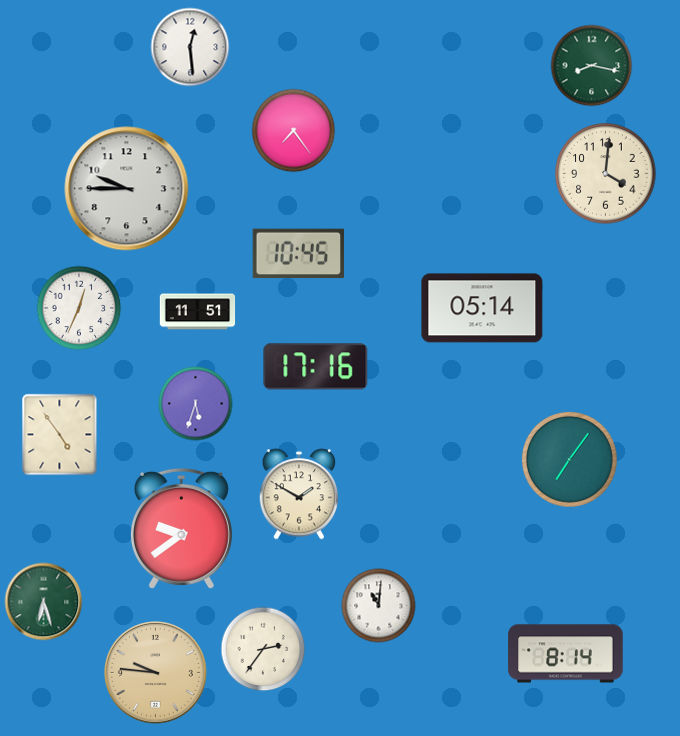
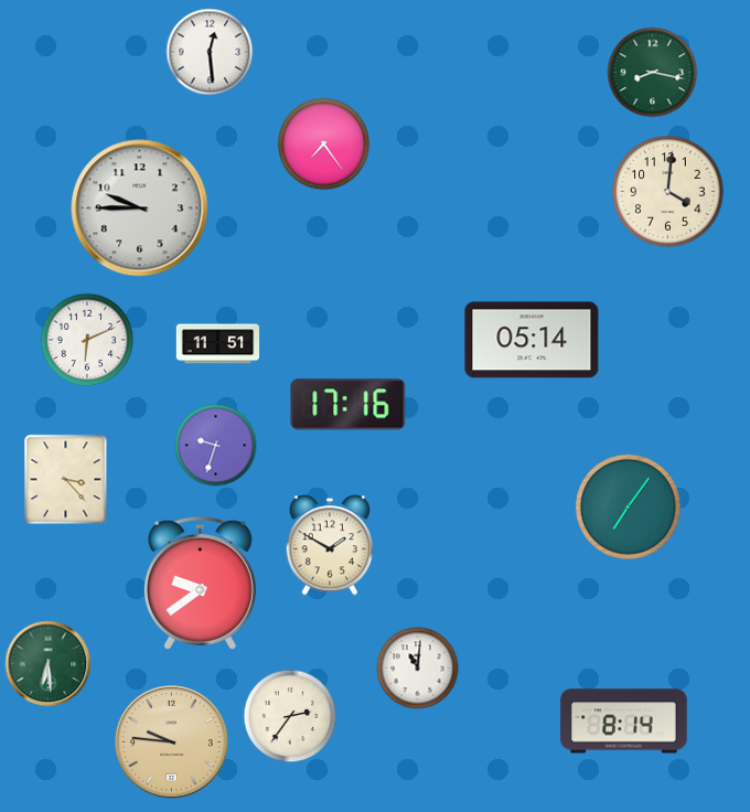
clock at (299, 254): 10:45 -> none
clock at (79, 308): 12:34 -> 6:11
clock at (196, 404): 5:33 -> 9:33
clock at (60, 435): 4:54 -> 3:23
clock at (44, 602): 6:27 -> 6:29
